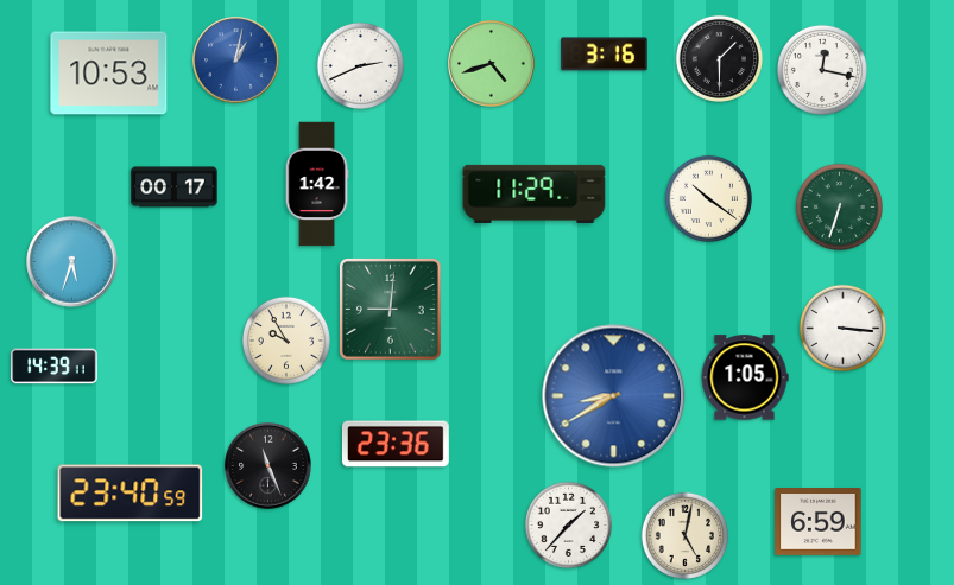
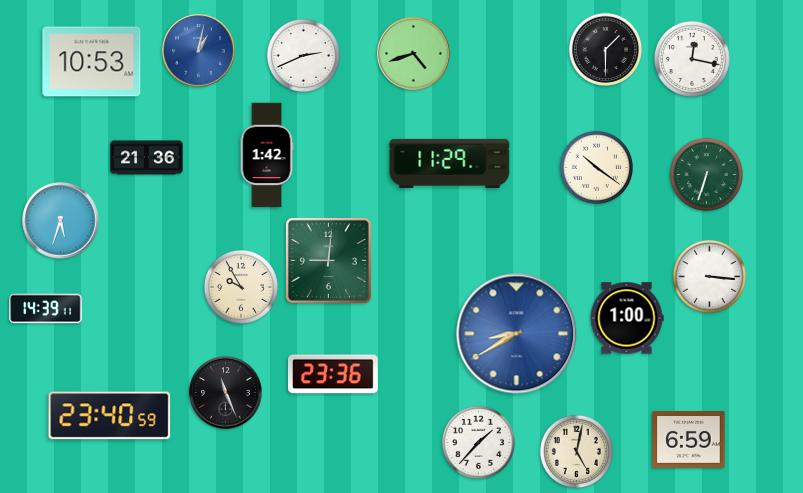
clock at (605, 55): 3:16 -> none
clock at (175, 187): 00:17 -> 21:36
clock at (745, 377): 1:05 -> 1:00
